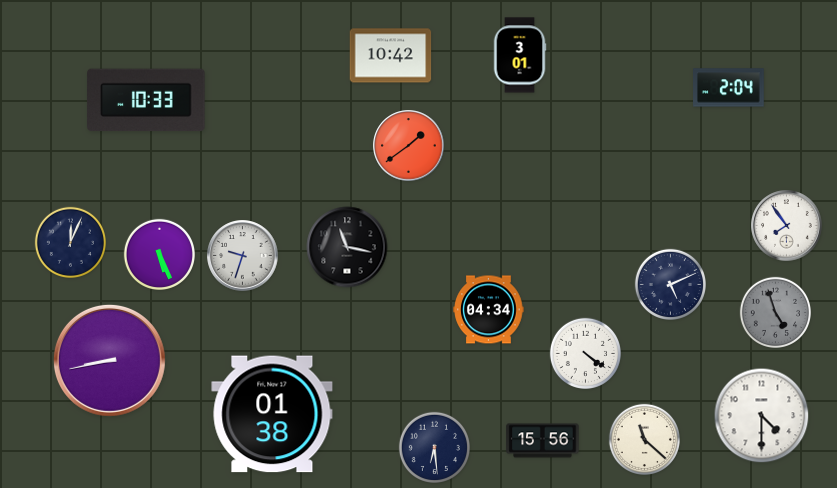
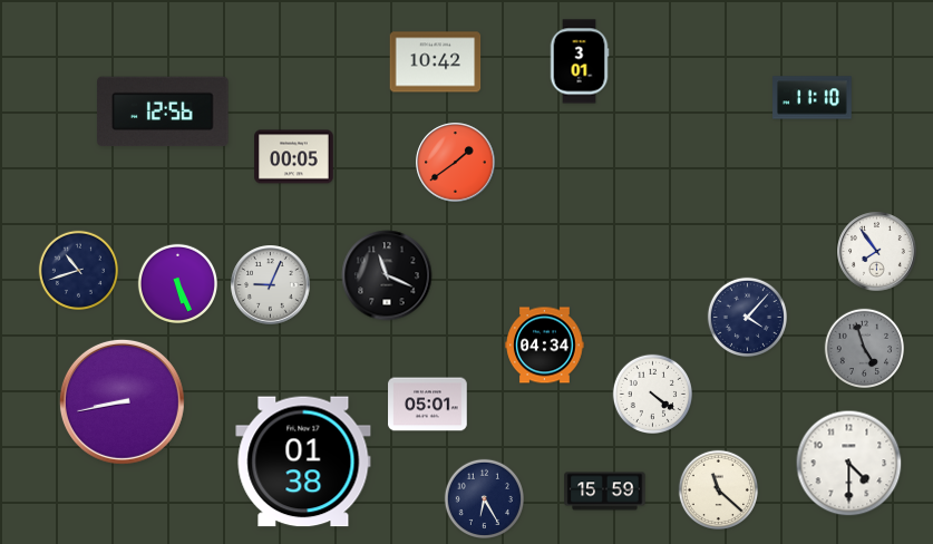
clock at (729, 88): 2:04 -> 11:10
clock at (146, 100): 10:33 -> 12:56
clock at (294, 157): none -> 00:05
clock at (70, 242): 12:04 -> 10:42
clock at (347, 247): 11:17 -> 11:19
clock at (243, 256): 9:33 -> 9:04
clock at (670, 284): 5:11 -> 4:07
clock at (428, 405): none -> 05:01
clock at (543, 441): 15:56 -> 15:59
clock at (434, 447): 6:29 -> 6:25
